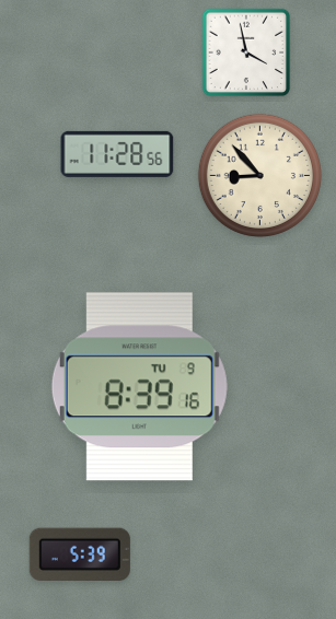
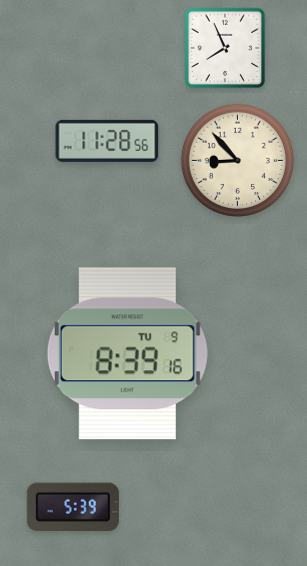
clock at (246, 52): 3:58 -> 7:56
